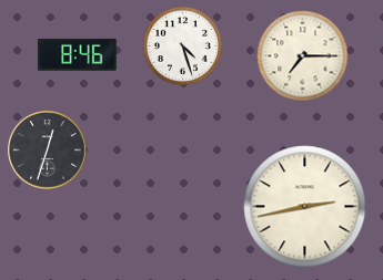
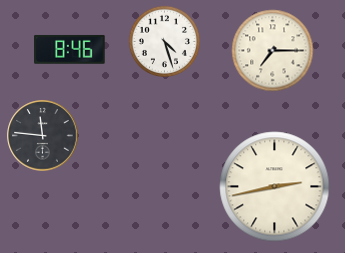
clock at (48, 151): 12:33 -> 11:46
